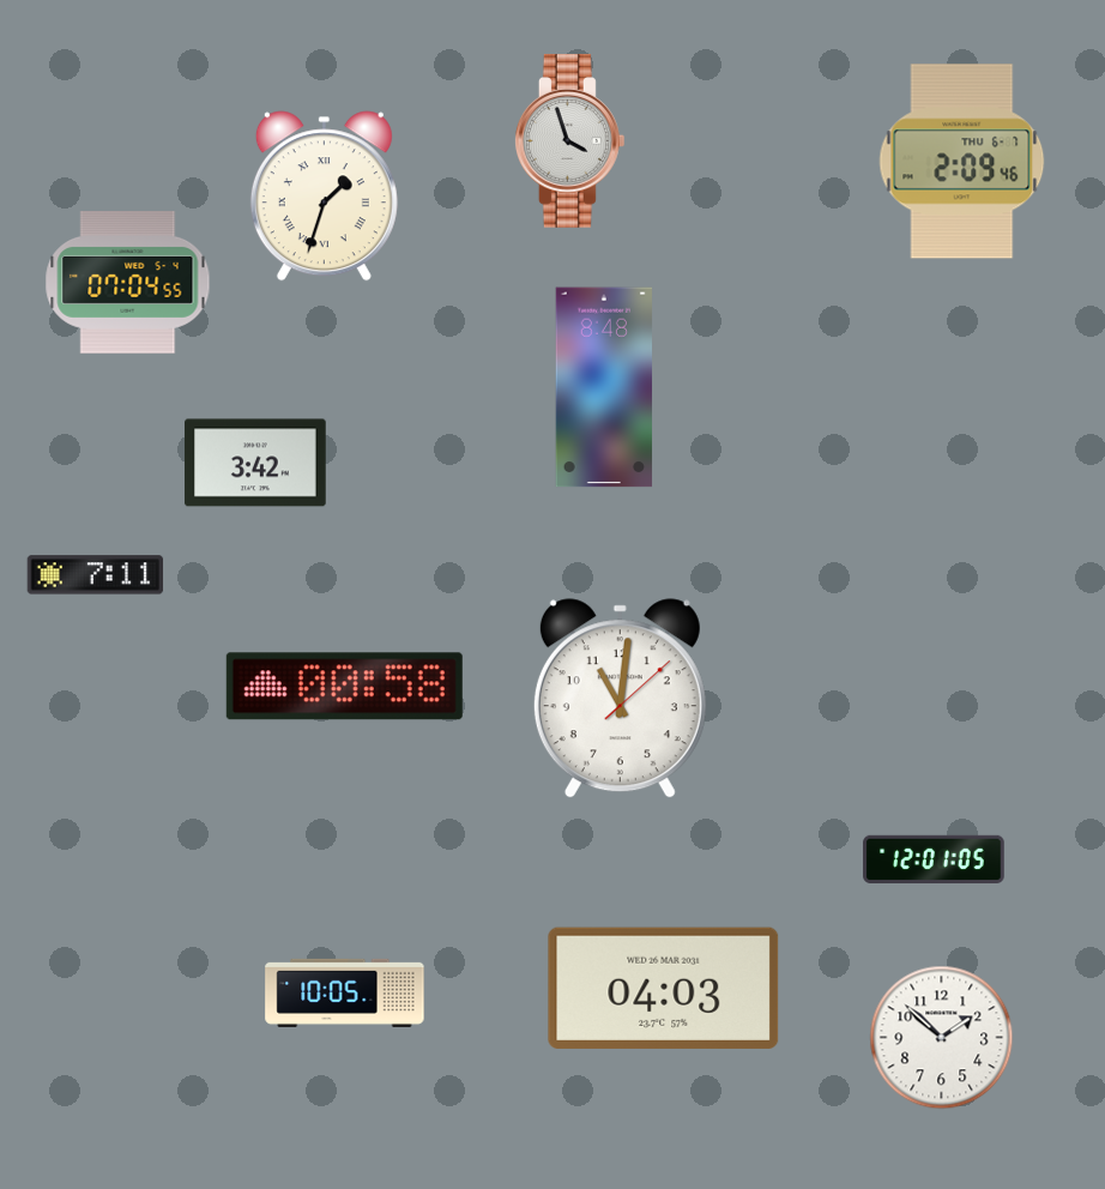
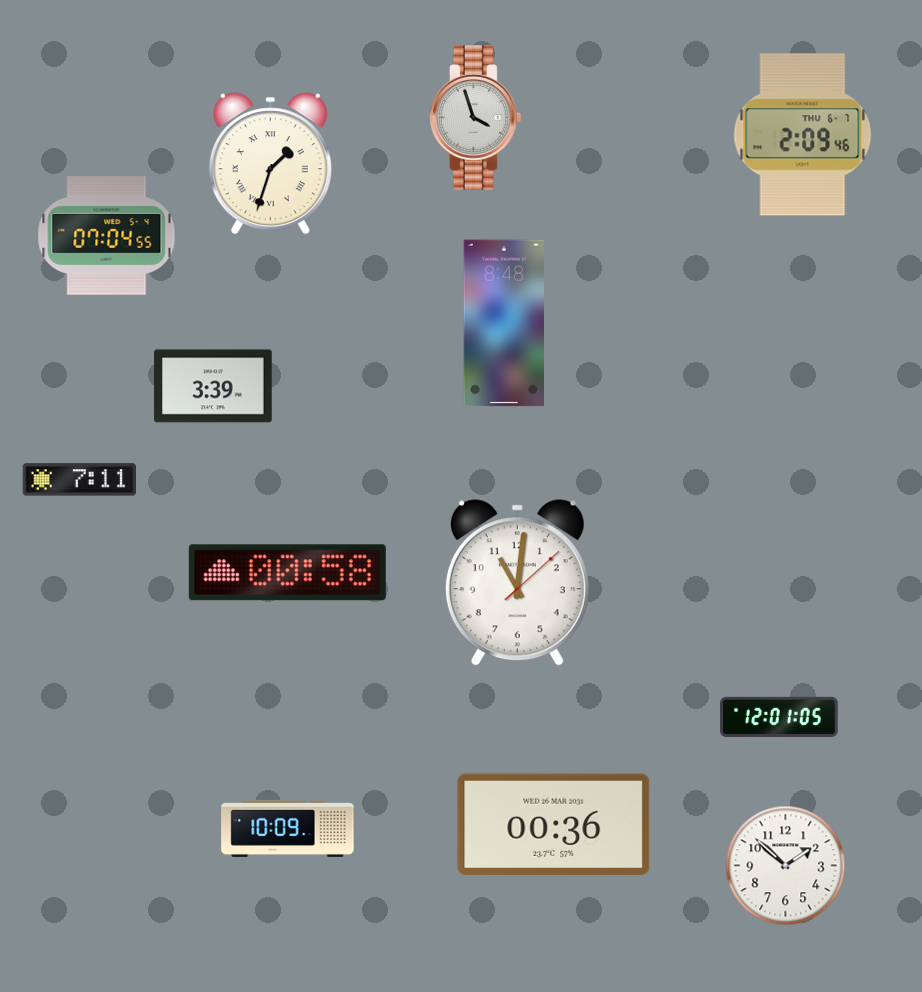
clock at (255, 463): 3:42 -> 3:39
clock at (664, 988): 04:03 -> 00:36
clock at (345, 992): 10:05 -> 10:09
